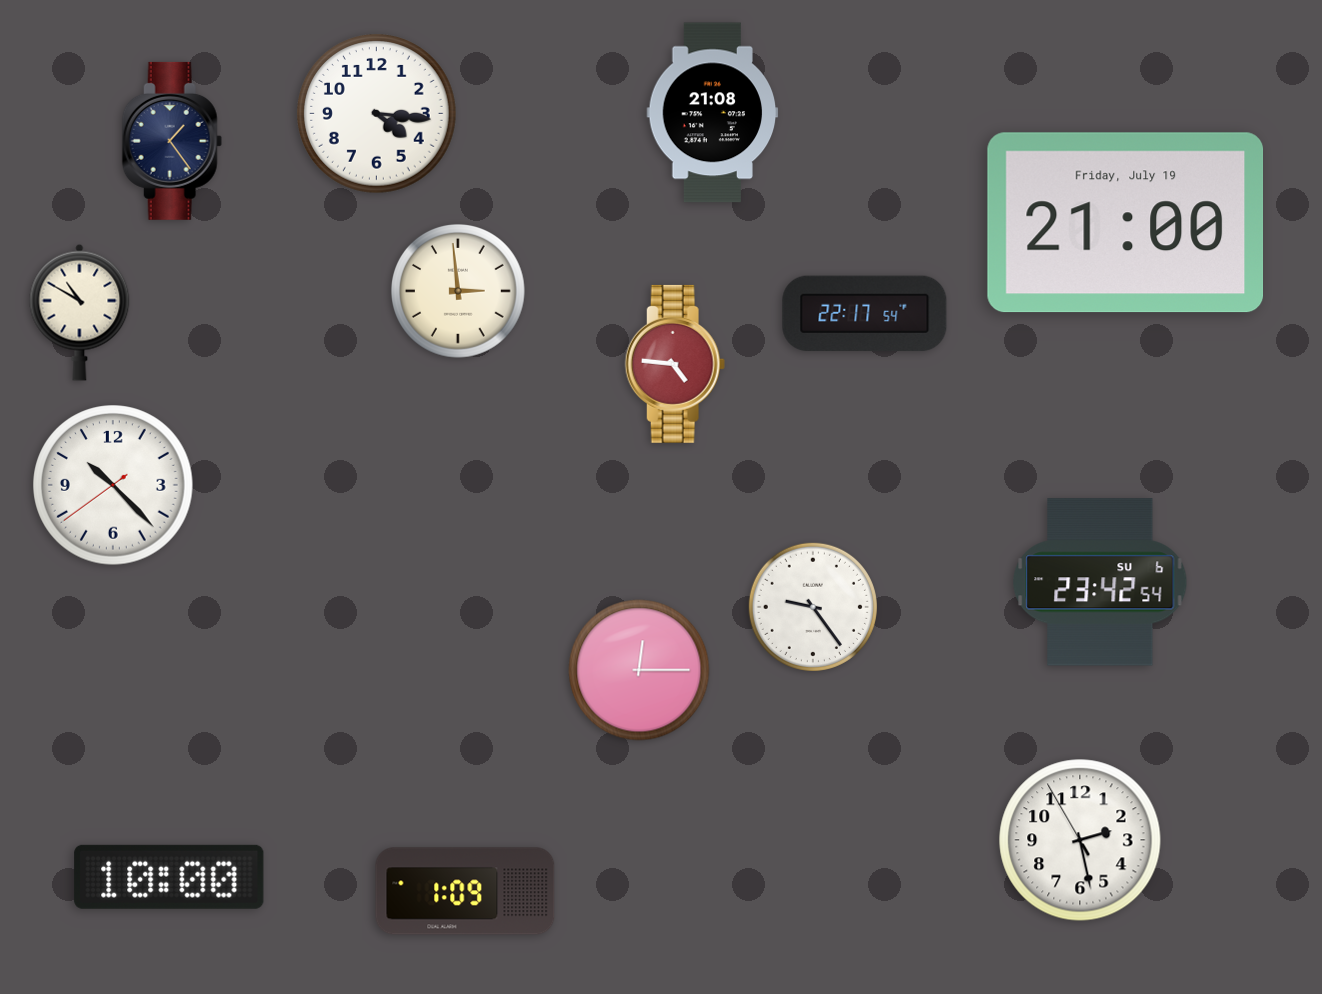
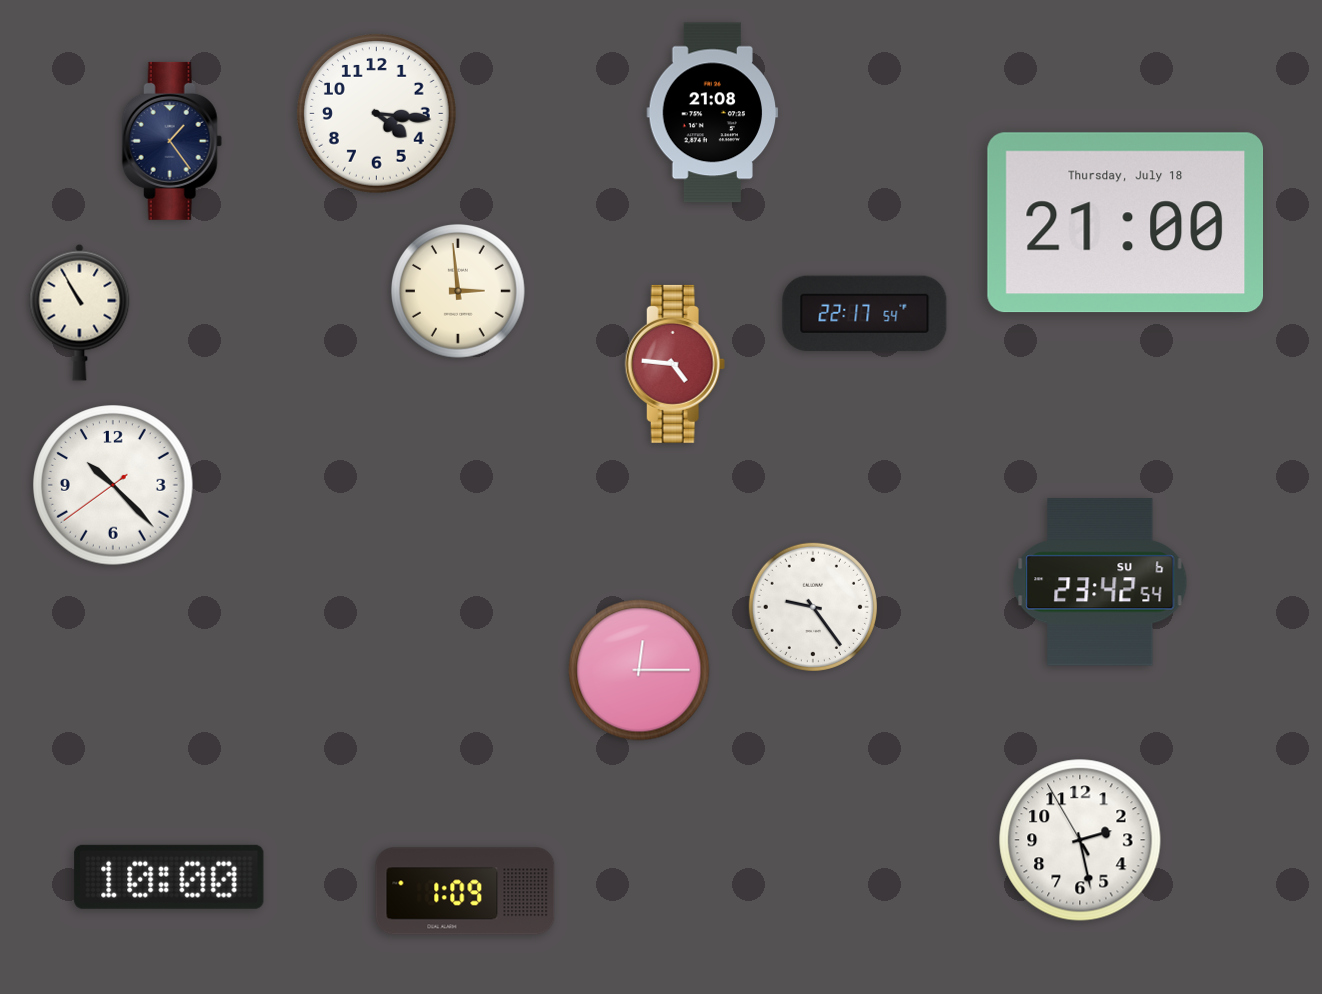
clock at (1125, 223) date: Friday, July 19 -> Thursday, July 18
clock at (80, 312): 10:50 -> 10:55
